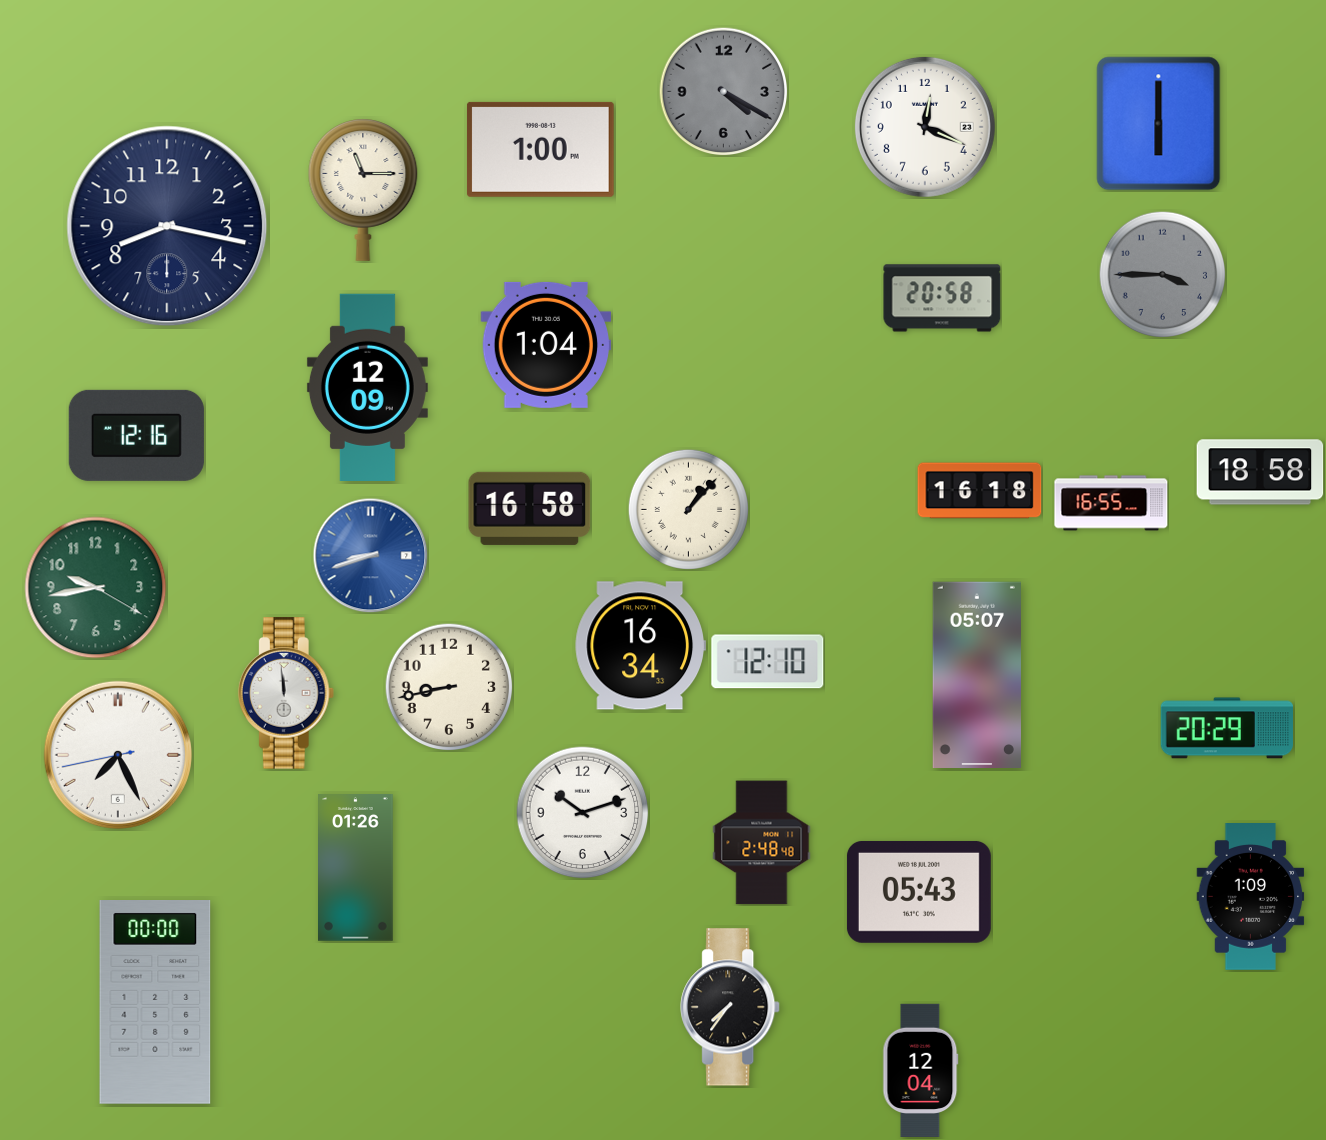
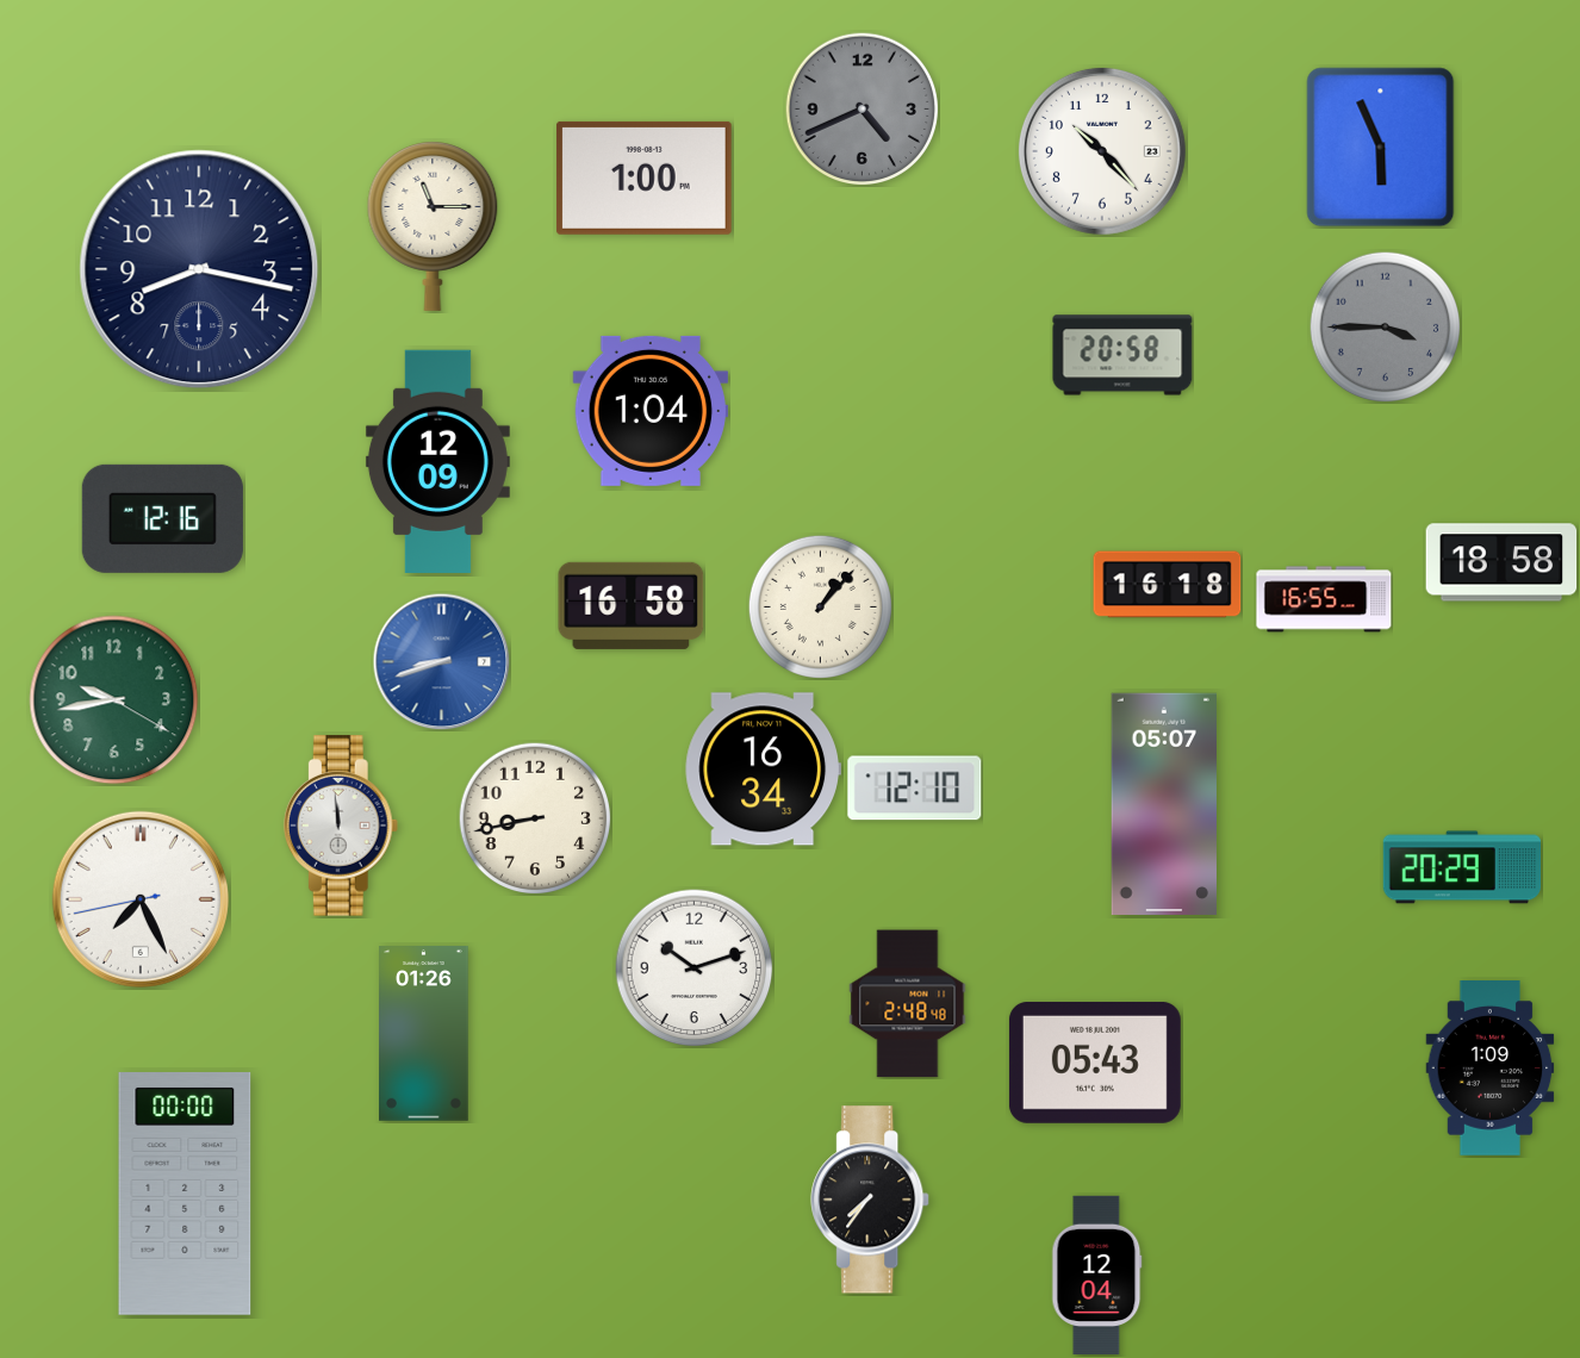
clock at (723, 91): 4:20 -> 4:41
clock at (1159, 124): 6:00 -> 5:56
clock at (925, 127): 12:19 -> 10:23
